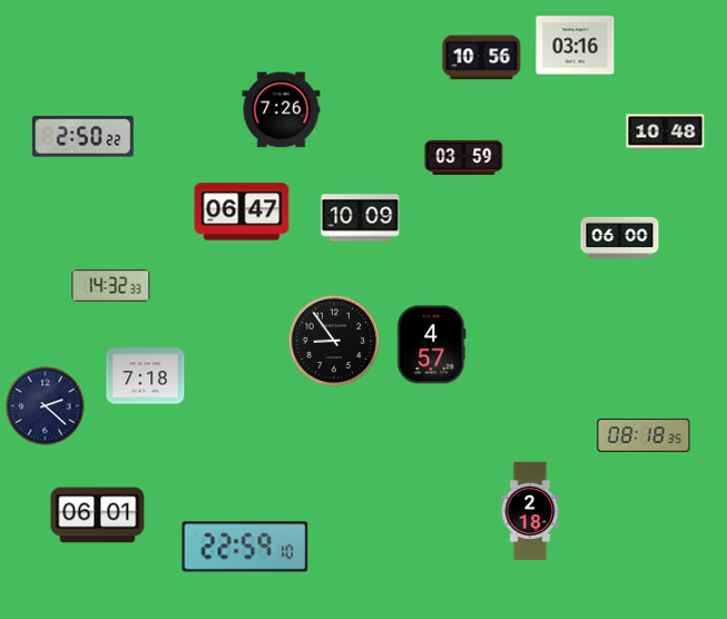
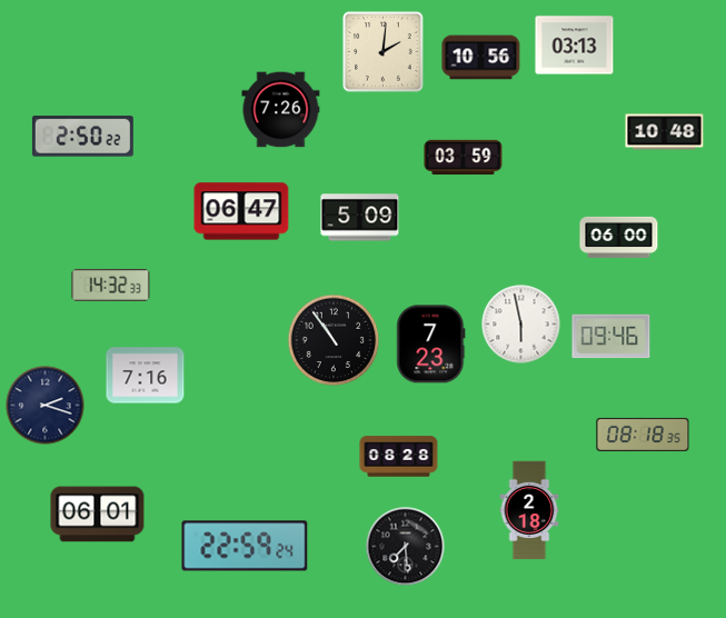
clock at (576, 46): 03:16 -> 03:13
clock at (384, 52): none -> 2:01
clock at (361, 218): 10:09 -> 5:09
clock at (521, 325): none -> 5:58
clock at (611, 337): none -> 09:46
clock at (334, 341): 8:54 -> 10:54
clock at (432, 345): 4:57 -> 7:23
clock at (146, 376): 7:18 -> 7:16
clock at (46, 406): 2:22 -> 2:18
clock at (399, 457): none -> 08:28
clock at (245, 547): 22:59:10 -> 22:59:24
clock at (406, 547): none -> 7:29
